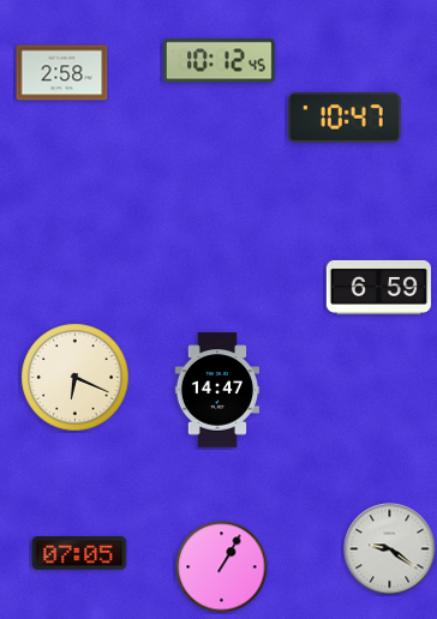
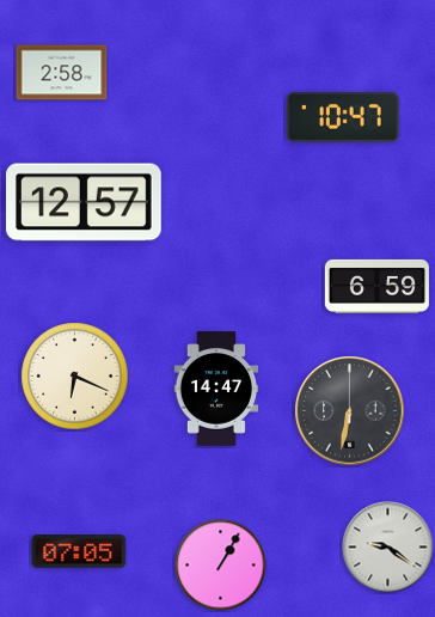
clock at (220, 61): 10:12 -> none
clock at (85, 202): none -> 12:57
clock at (350, 411): none -> 6:32
